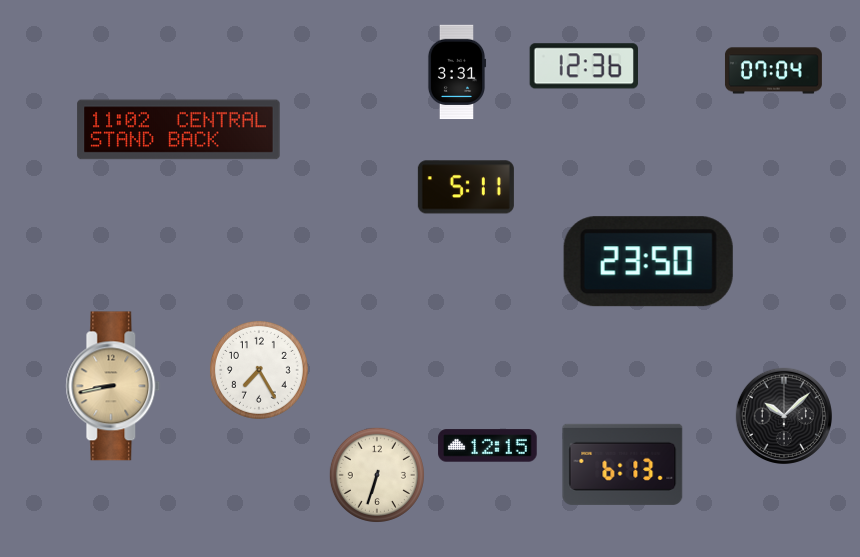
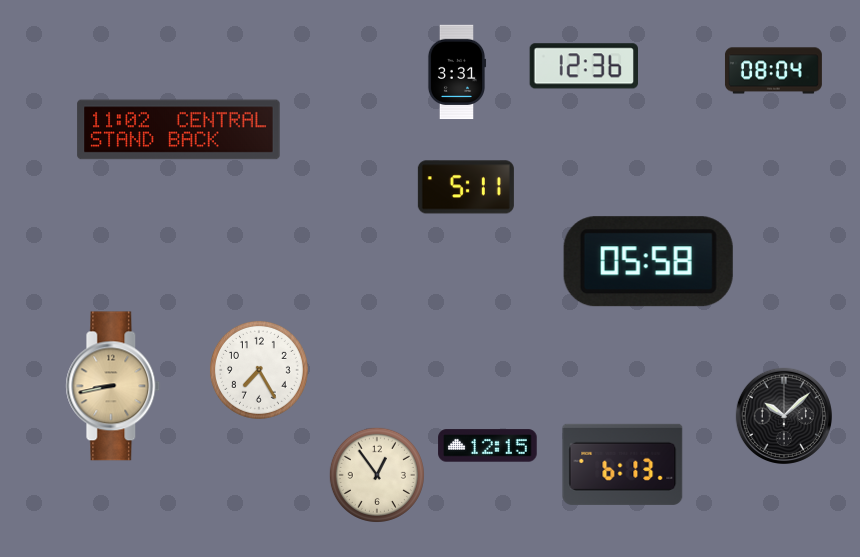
clock at (773, 71): 07:04 -> 08:04
clock at (648, 262): 23:50 -> 05:58
clock at (377, 475): 6:33 -> 12:54
